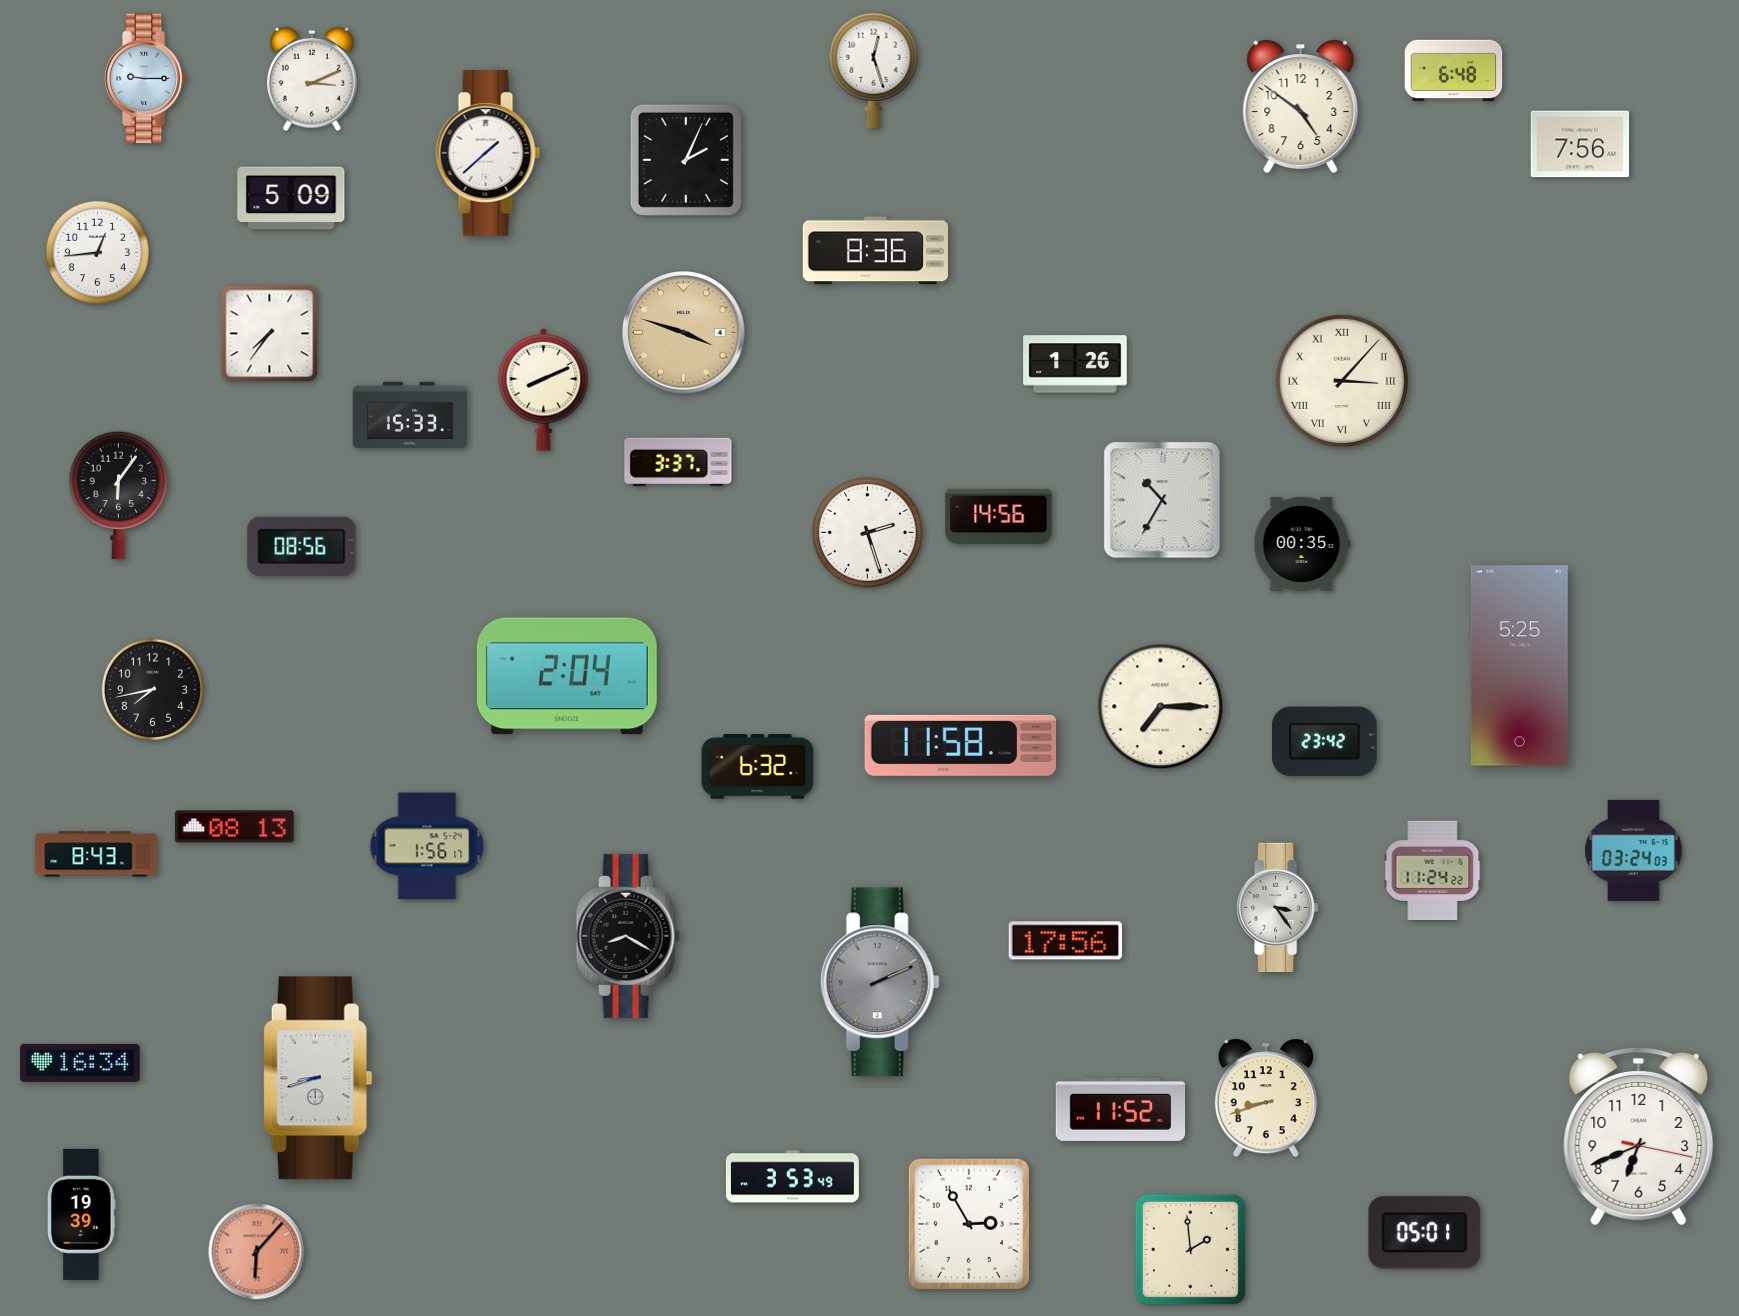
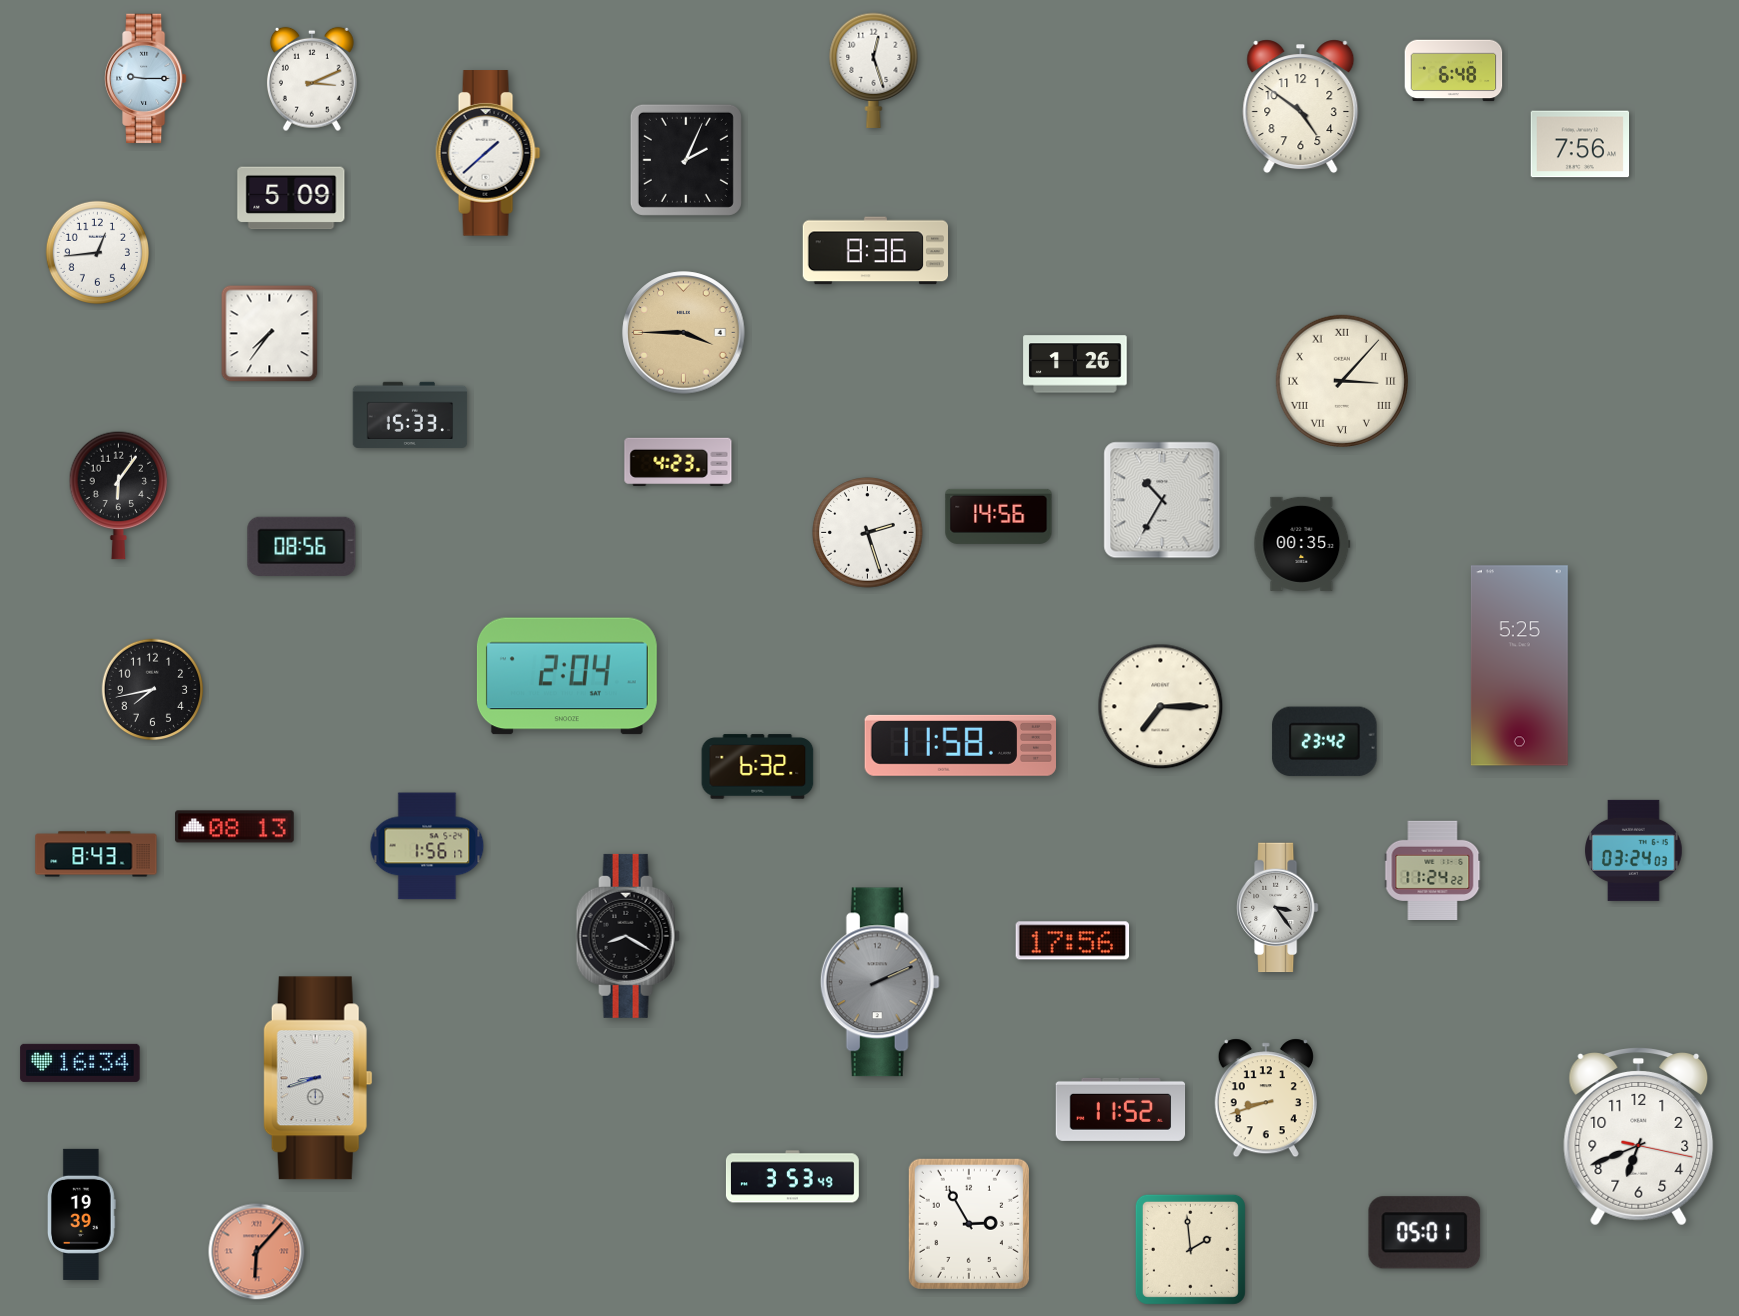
clock at (684, 333): 3:48 -> 3:45
clock at (544, 389): 8:11 -> none
clock at (678, 462): 3:37 -> 4:23
clock at (1066, 941) position: (1066, 941) -> (1073, 941)
